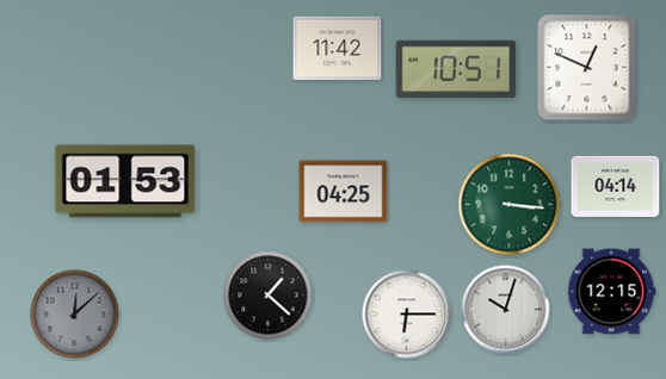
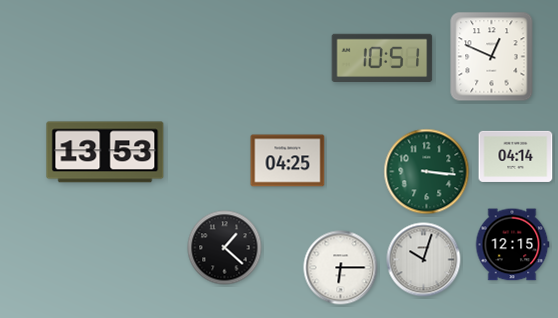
clock at (338, 49): 11:42 -> none
clock at (125, 181): 01:53 -> 13:53
clock at (75, 315): 12:08 -> none
clock at (407, 315) position: (407, 315) -> (341, 268)
